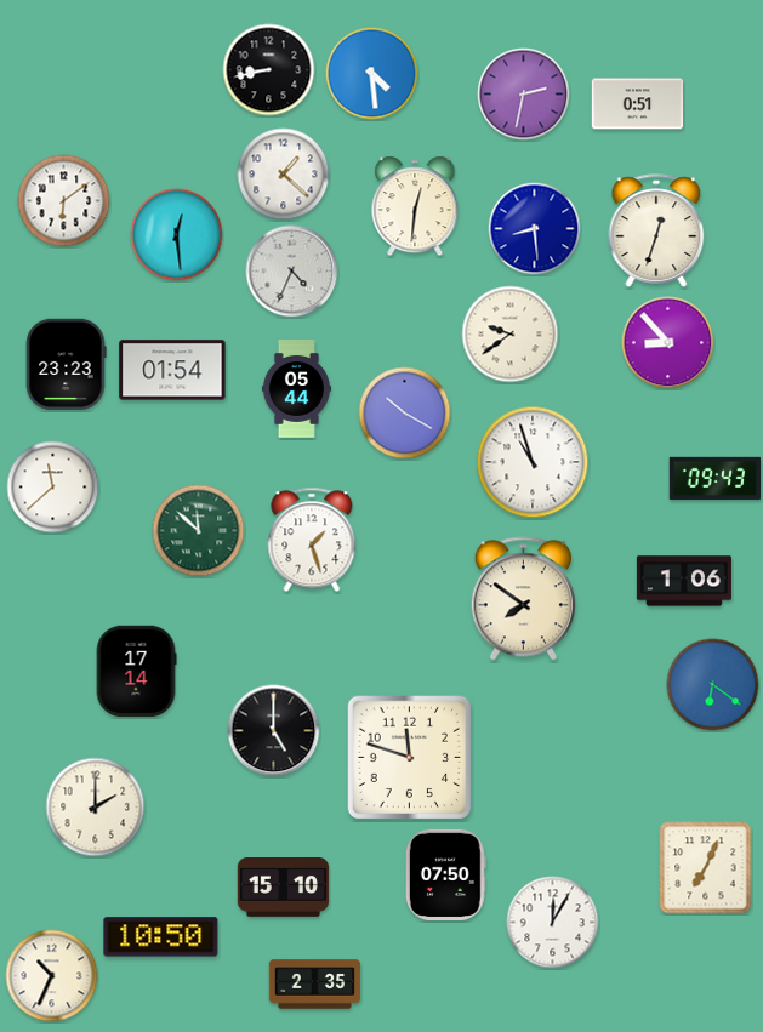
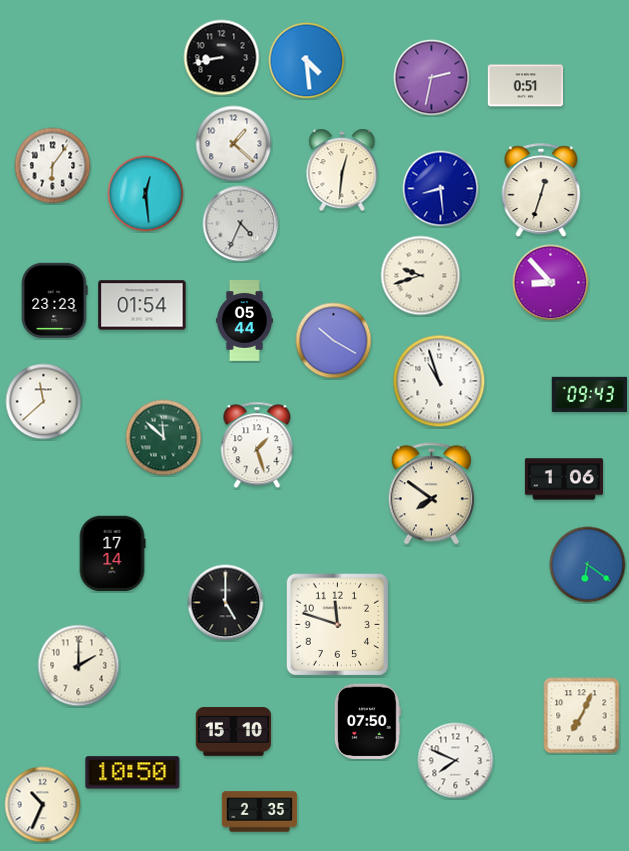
clock at (64, 201): 6:09 -> 6:06
clock at (511, 335): 9:39 -> 9:42
clock at (553, 923): 12:05 -> 7:49
